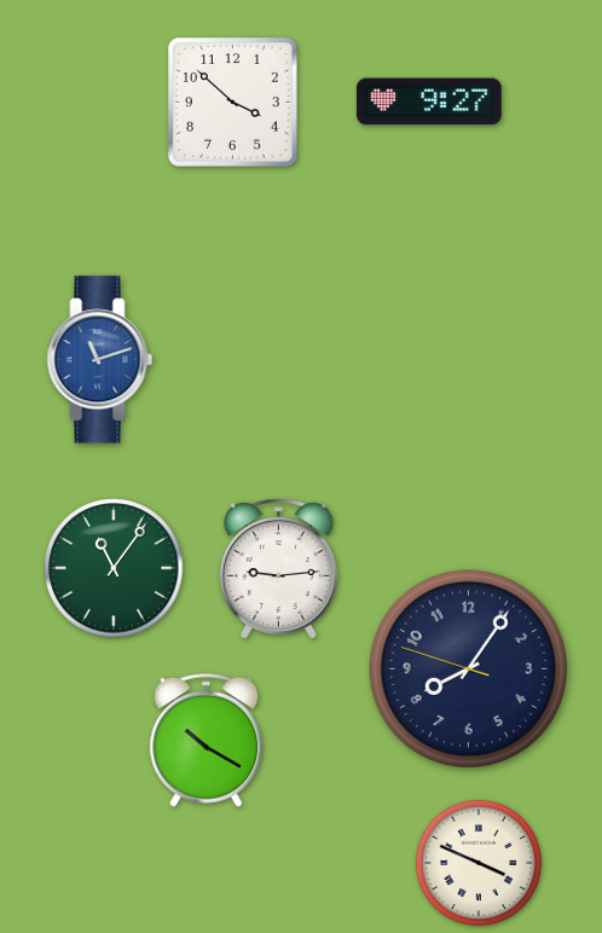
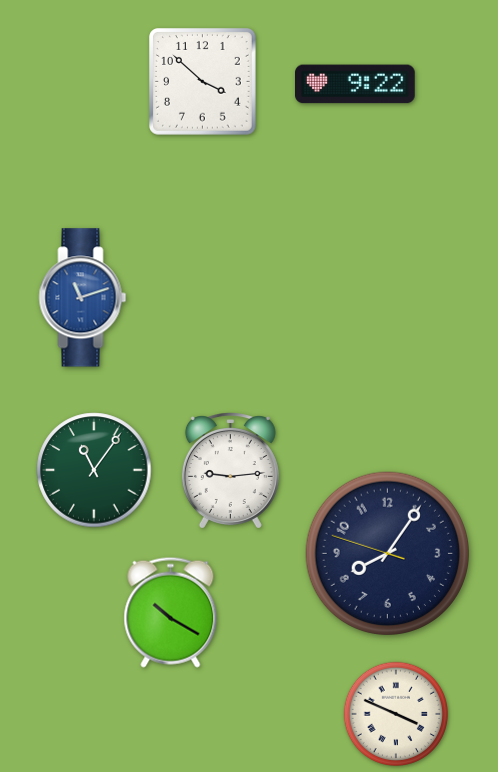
clock at (430, 102): 9:27 -> 9:22
clock at (233, 103) position: (233, 103) -> (203, 82)
